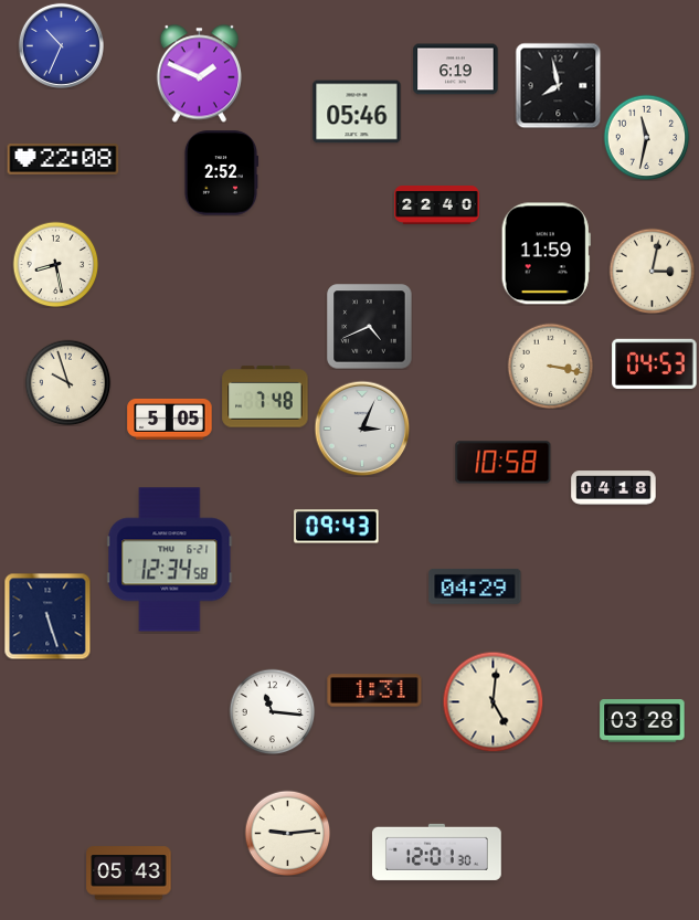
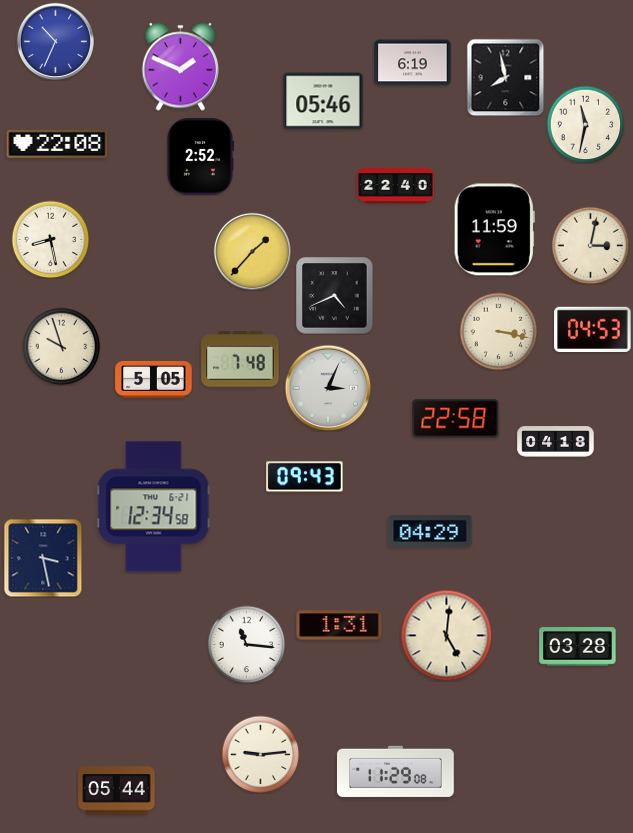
clock at (252, 251): none -> 1:37
clock at (504, 463): 10:58 -> 22:58
clock at (47, 616): 5:27 -> 3:28
clock at (643, 721) position: (643, 721) -> (578, 647)
clock at (437, 852): 12:01 -> 11:29
clock at (129, 874): 05:43 -> 05:44
